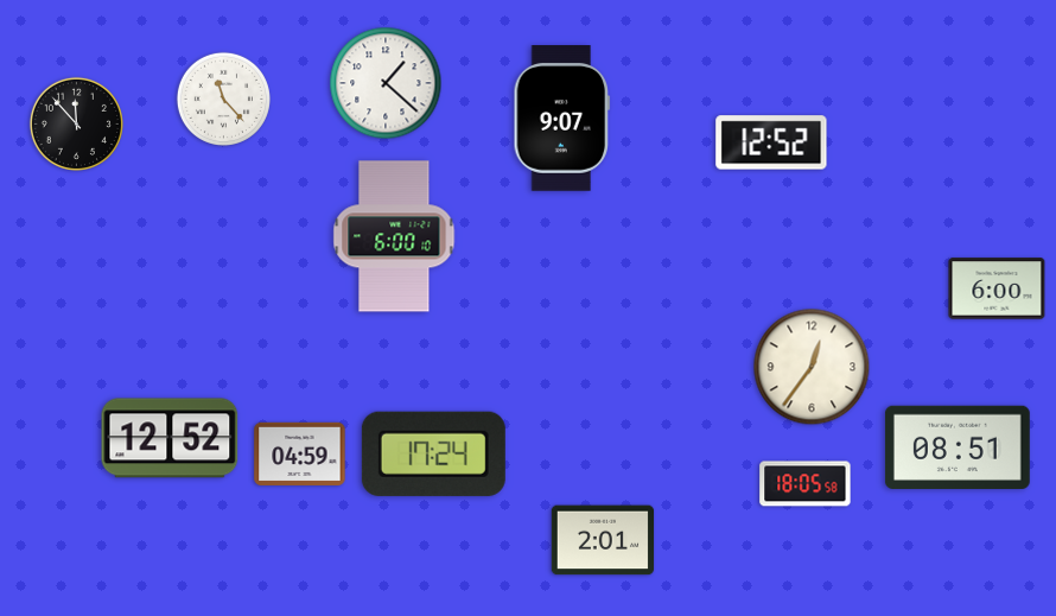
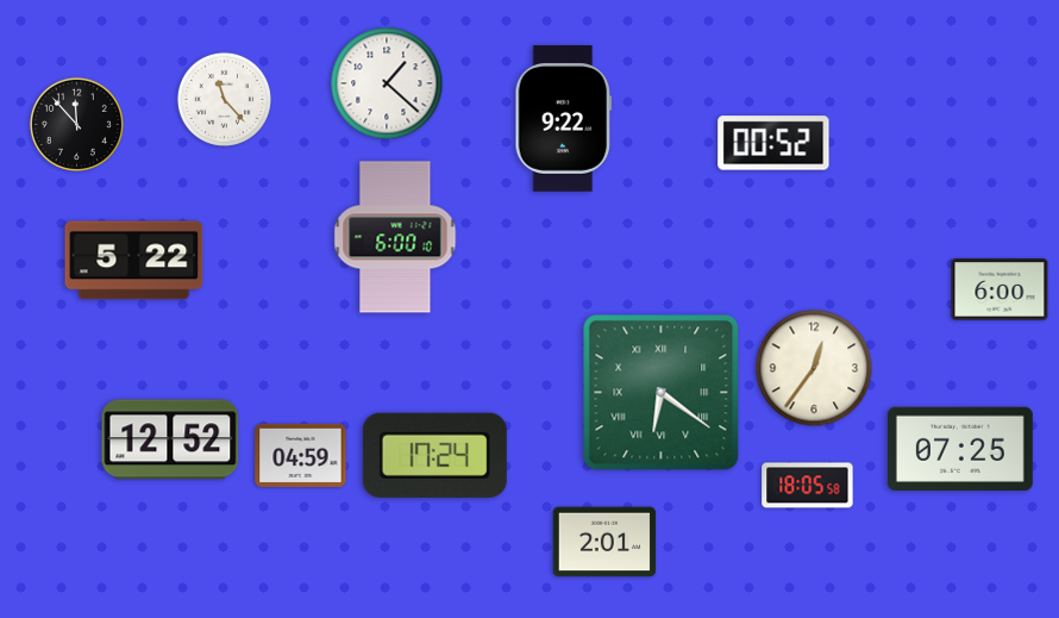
clock at (562, 119): 9:07 -> 9:22
clock at (771, 142): 12:52 -> 00:52
clock at (134, 261): none -> 5:22
clock at (662, 393): none -> 6:21
clock at (958, 447): 08:51 -> 07:25
